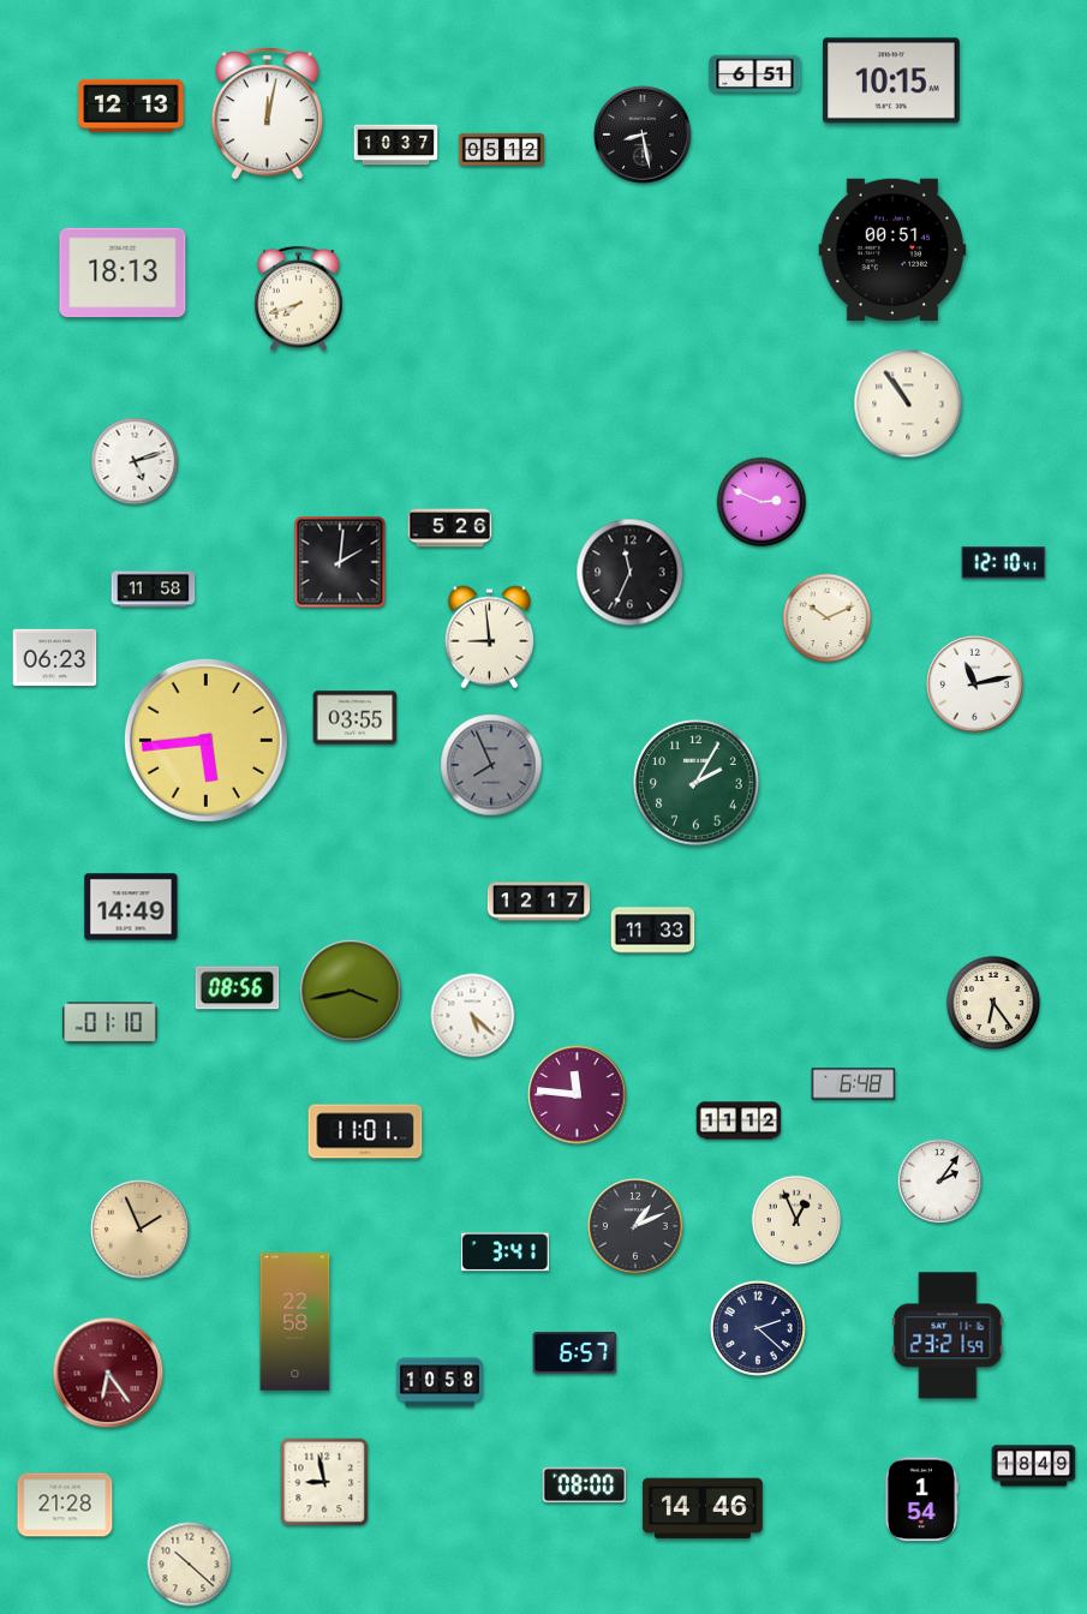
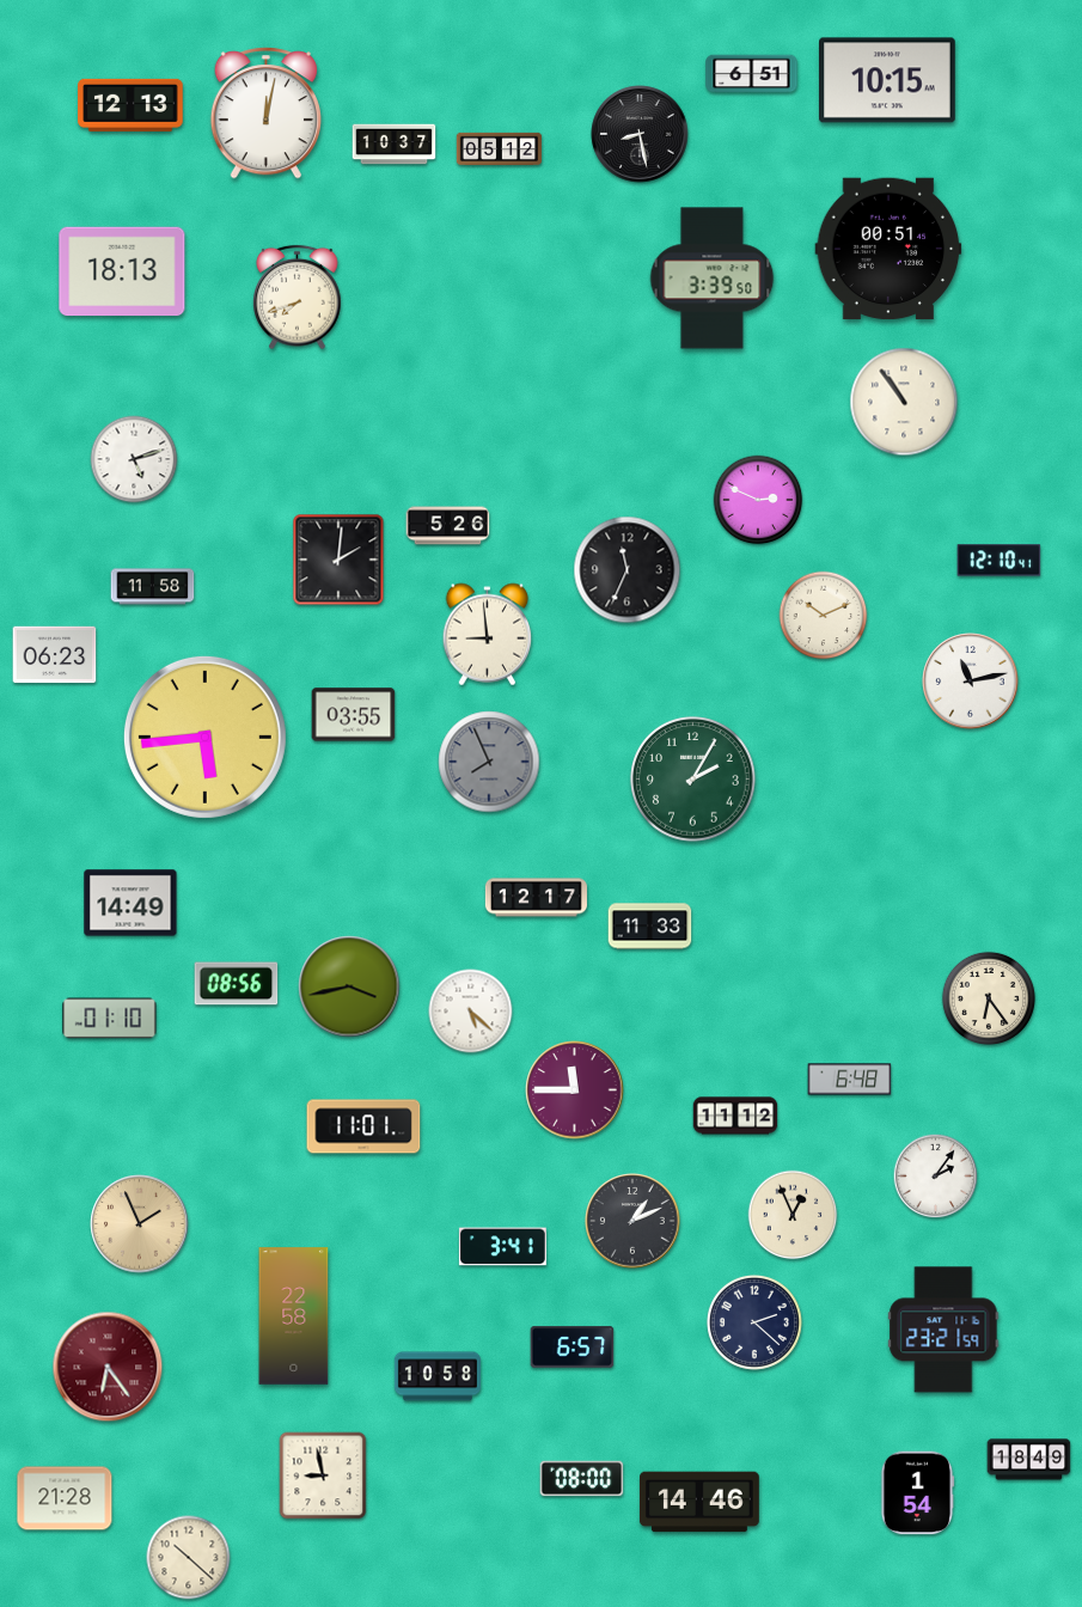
clock at (713, 279): none -> 3:39
clock at (578, 1095): 11:46 -> 11:45
